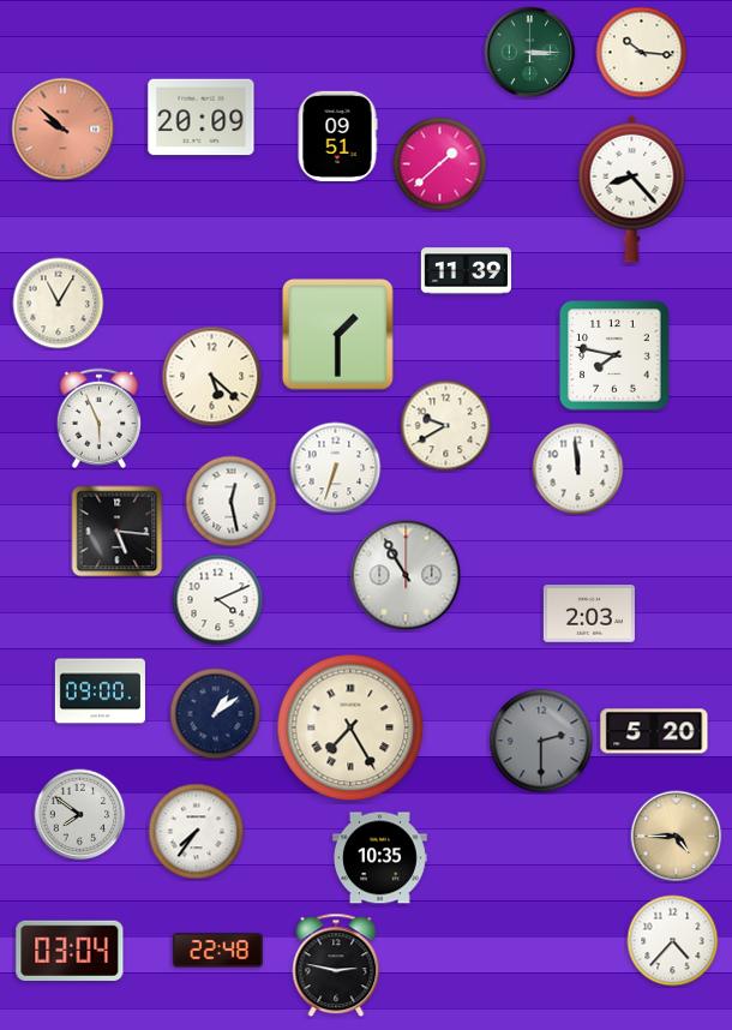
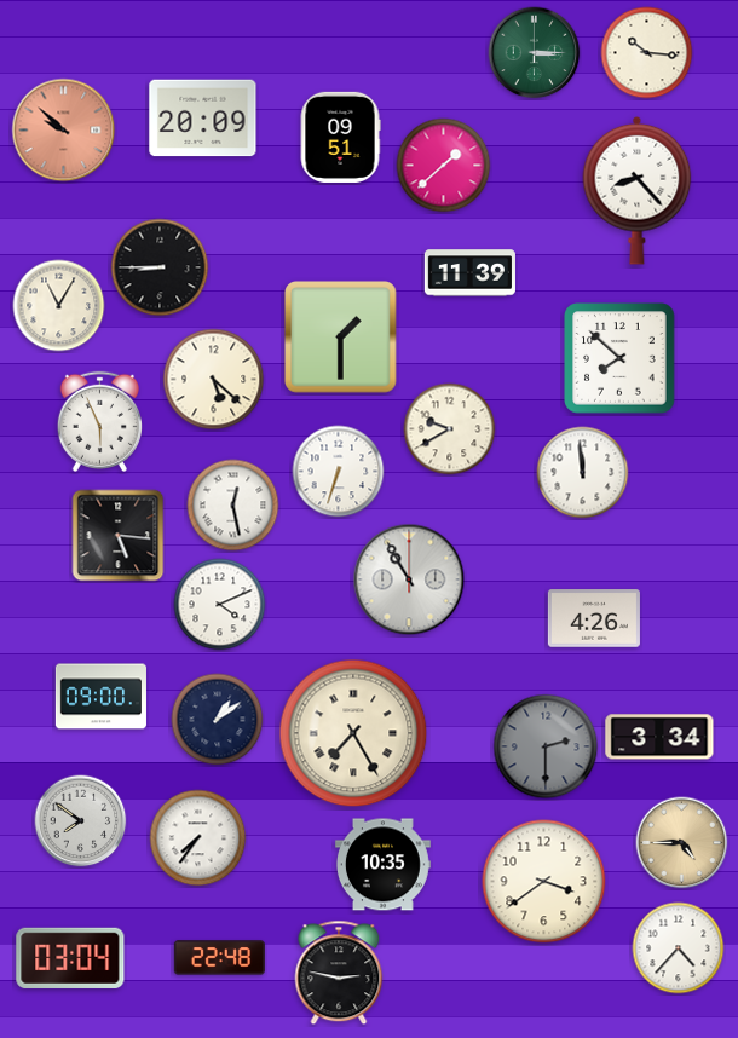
clock at (160, 267): none -> 8:45
clock at (614, 355): 7:47 -> 7:52
clock at (589, 613): 2:03 -> 4:26
clock at (654, 731): 5:20 -> 3:34
clock at (544, 882): none -> 3:39
